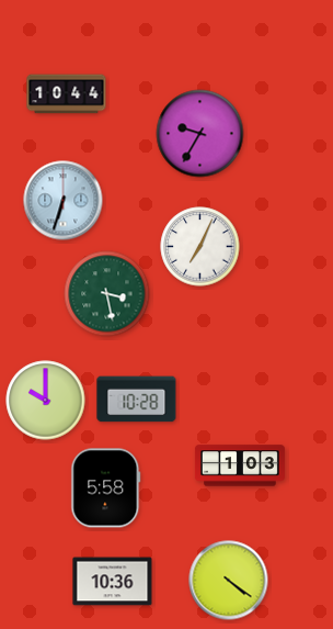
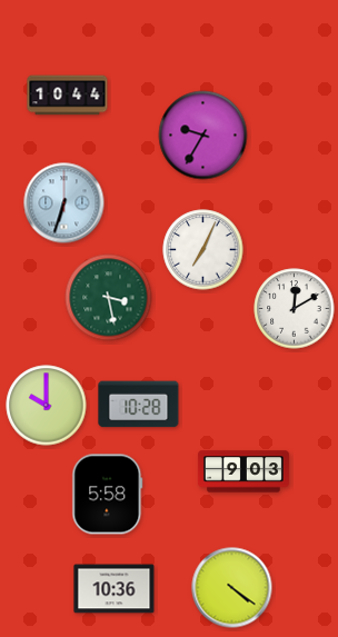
clock at (295, 309): none -> 12:10
clock at (240, 465): 1:03 -> 9:03
